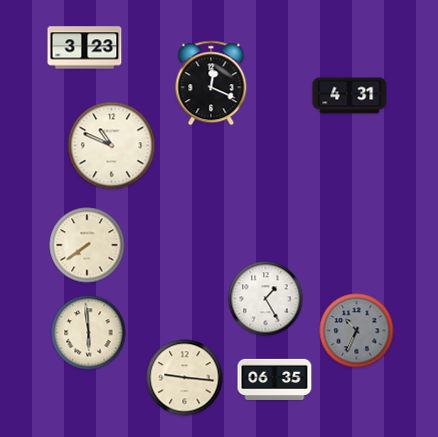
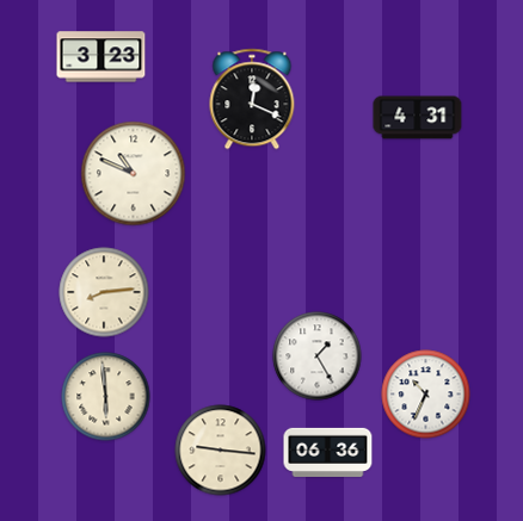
clock at (350, 96) position: (350, 96) -> (418, 118)
clock at (87, 245): 7:39 -> 8:14
clock at (357, 331) dial: grey -> white
clock at (275, 379): 06:35 -> 06:36
